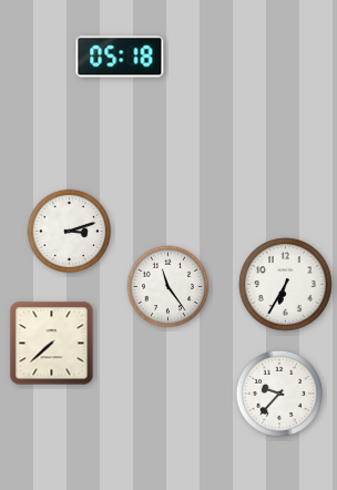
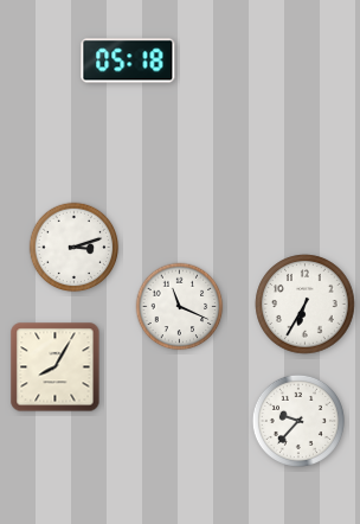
clock at (168, 287): 11:24 -> 11:19
clock at (52, 344): 7:38 -> 8:05
